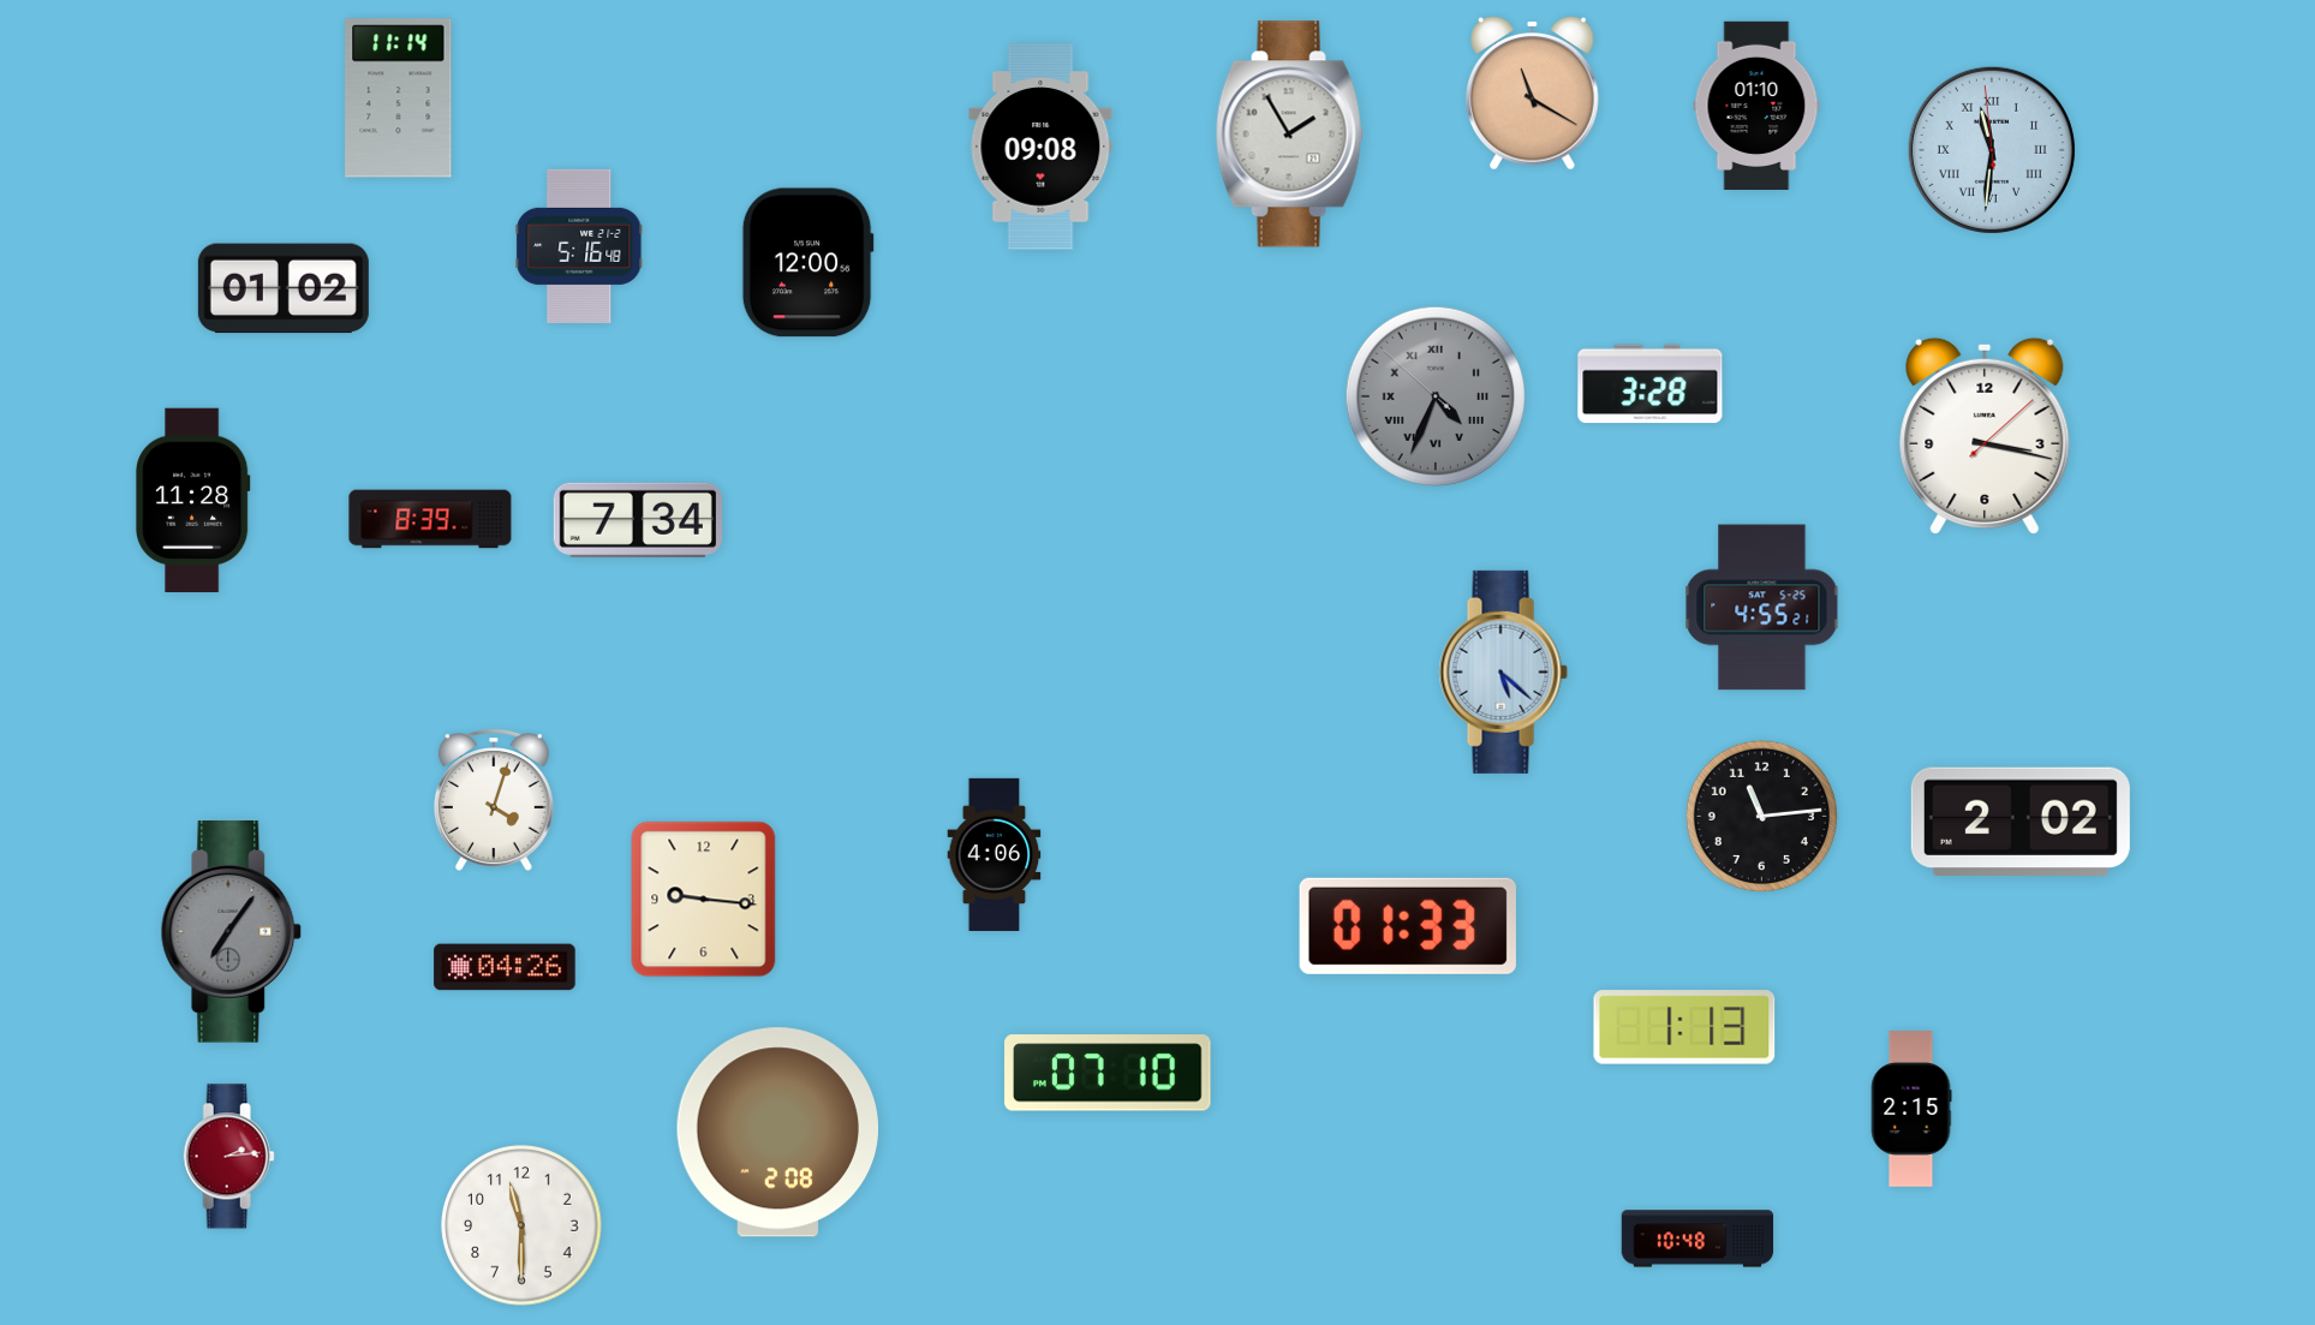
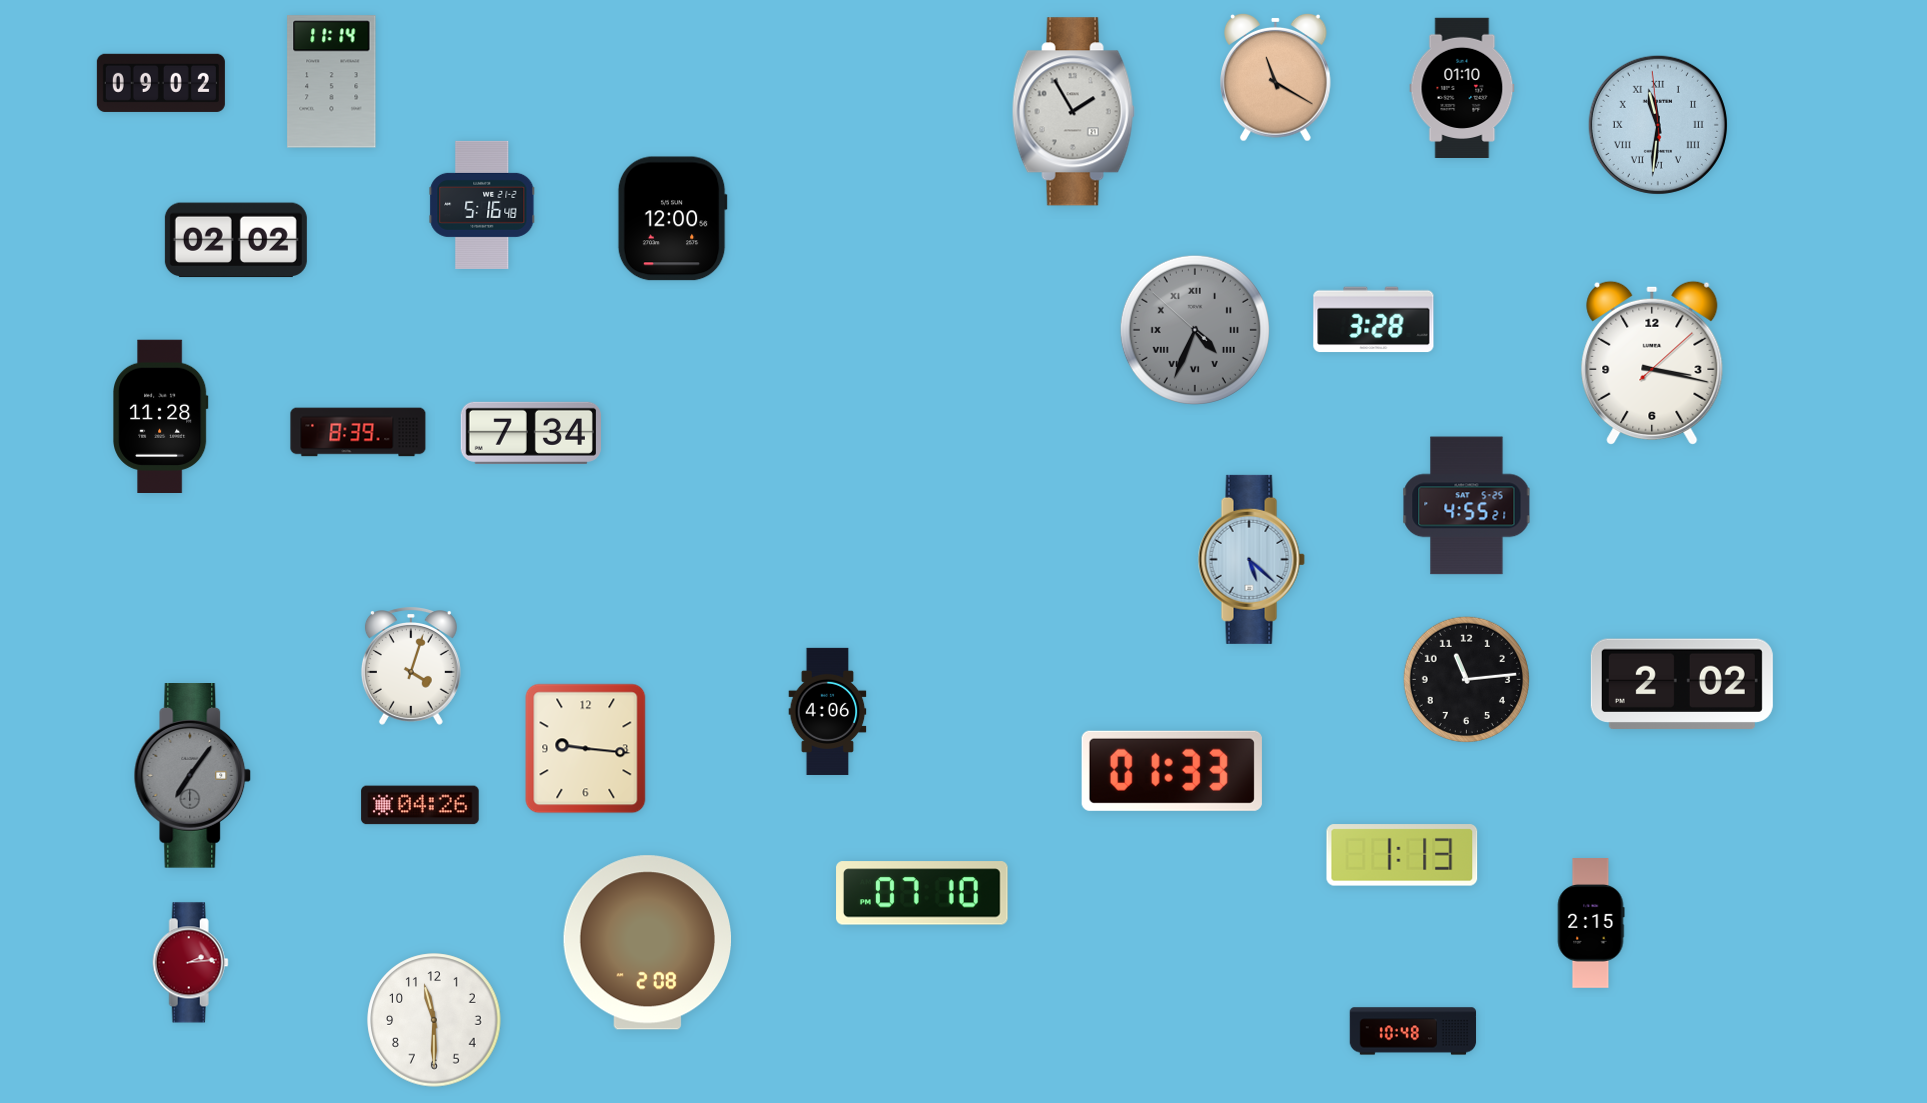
clock at (161, 83): none -> 09:02
clock at (1040, 147): 09:08 -> none
clock at (284, 288): 01:02 -> 02:02
